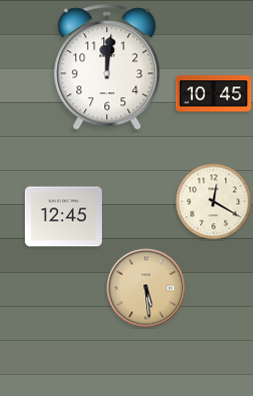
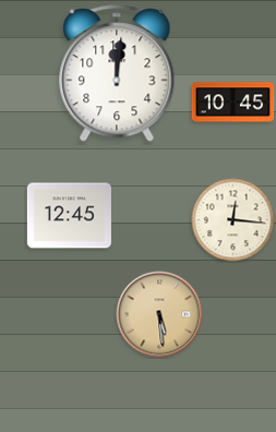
clock at (214, 202): 12:20 -> 12:16
clock at (63, 217) position: (63, 217) -> (69, 216)
